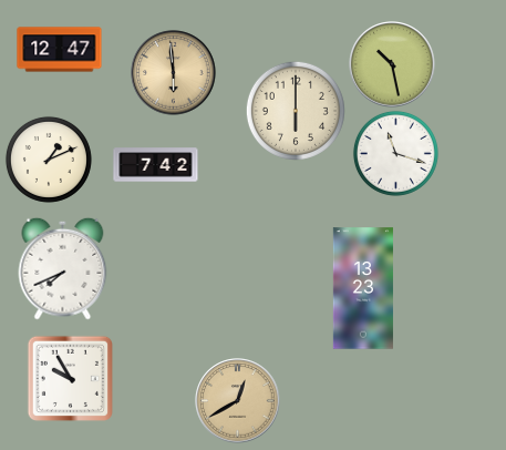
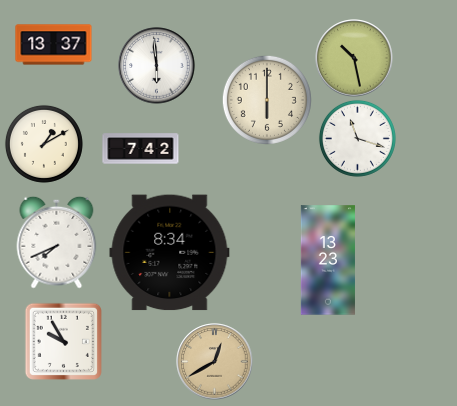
clock at (60, 50): 12:47 -> 13:37
clock at (174, 73) dial: champagne -> white
clock at (49, 160): 1:11 -> 1:10
clock at (170, 253): none -> 8:34
